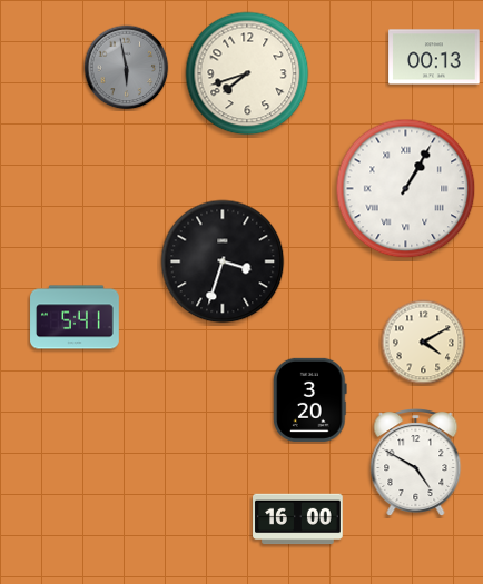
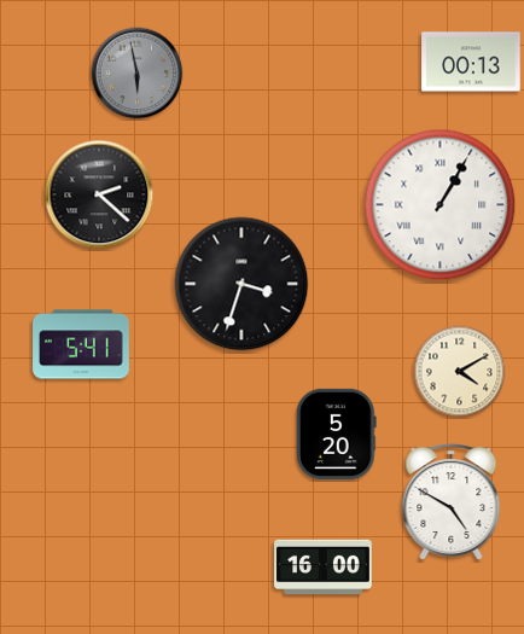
clock at (247, 73): 7:42 -> none
clock at (99, 194): none -> 2:22
clock at (310, 399): 3:20 -> 5:20
clock at (298, 519) position: (298, 519) -> (324, 568)
